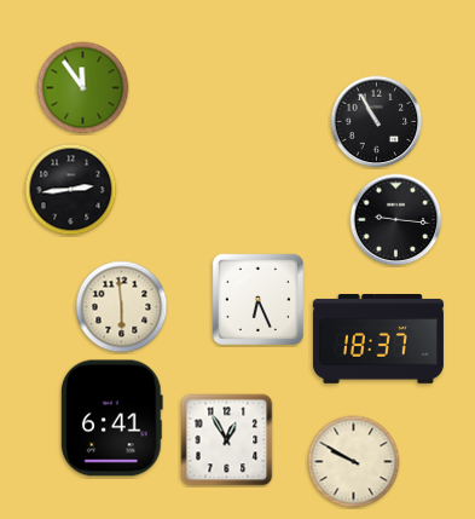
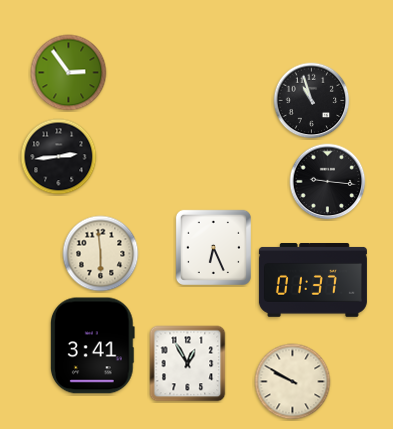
clock at (83, 88): 11:54 -> 2:54
clock at (377, 122): 10:55 -> 10:57
clock at (378, 340): 18:37 -> 01:37
clock at (112, 419): 6:41 -> 3:41
